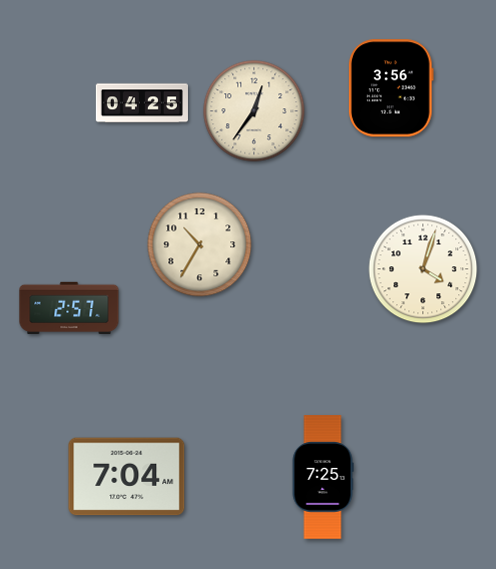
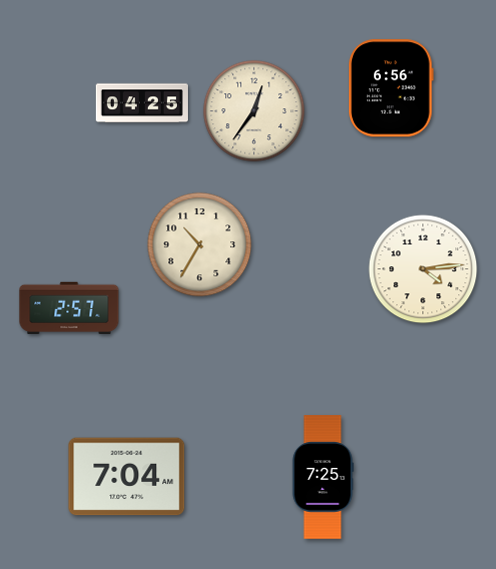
clock at (391, 88): 3:56 -> 6:56
clock at (423, 269): 4:03 -> 4:14
